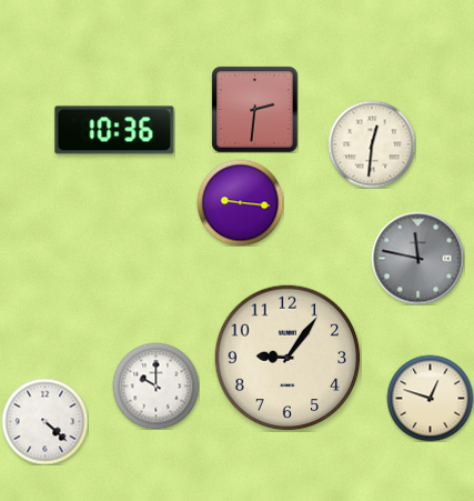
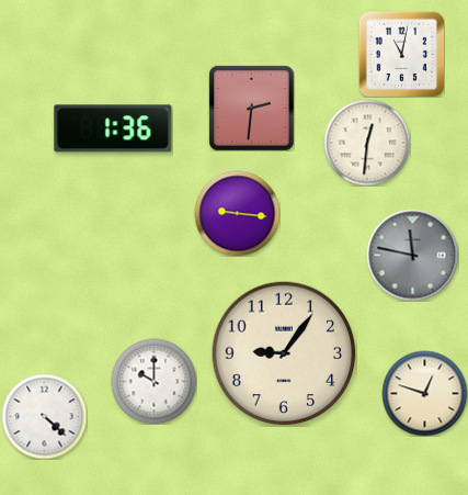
clock at (401, 54): none -> 11:02
clock at (114, 130): 10:36 -> 1:36
clock at (240, 202) position: (240, 202) -> (237, 213)
